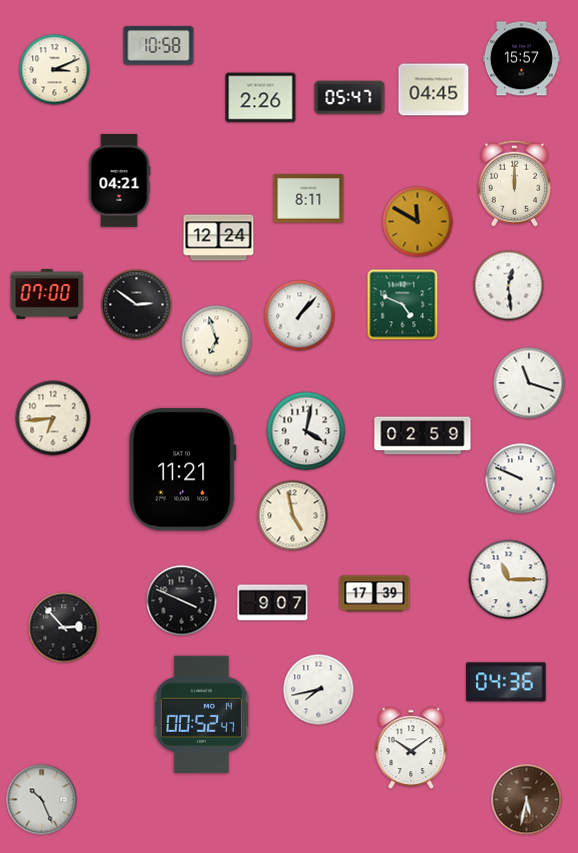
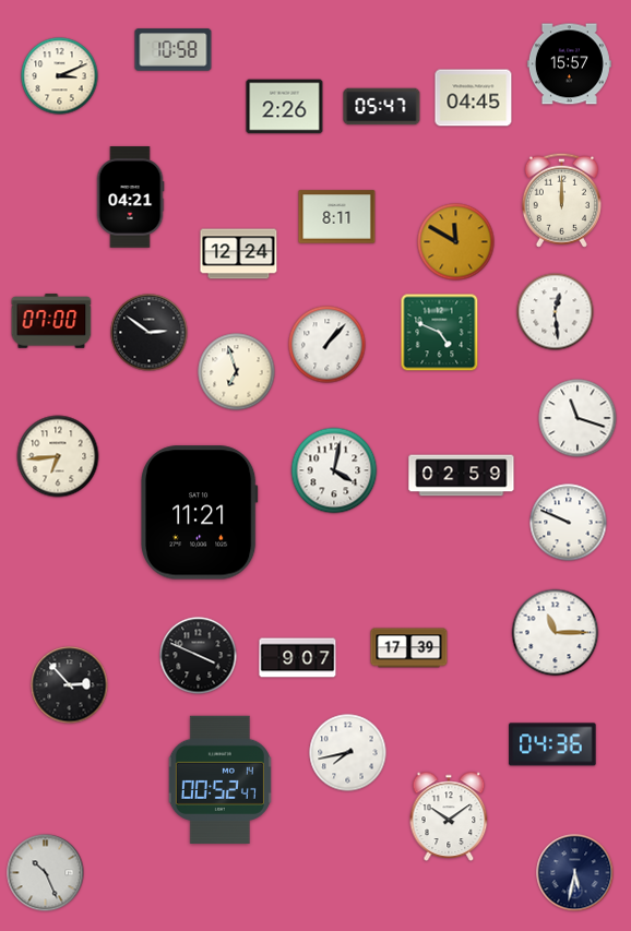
clock at (219, 238) position: (219, 238) -> (239, 254)
clock at (293, 516): 4:58 -> none
clock at (527, 800) dial: brown -> navy
